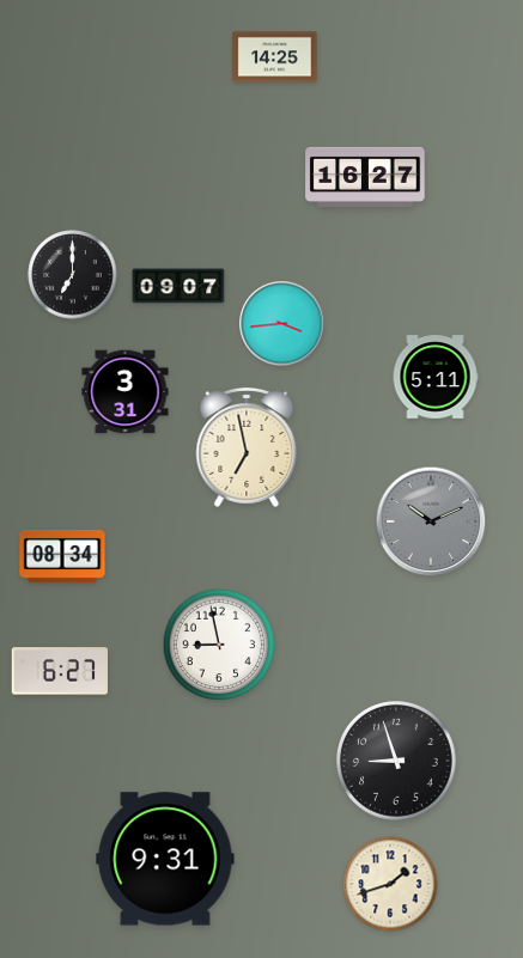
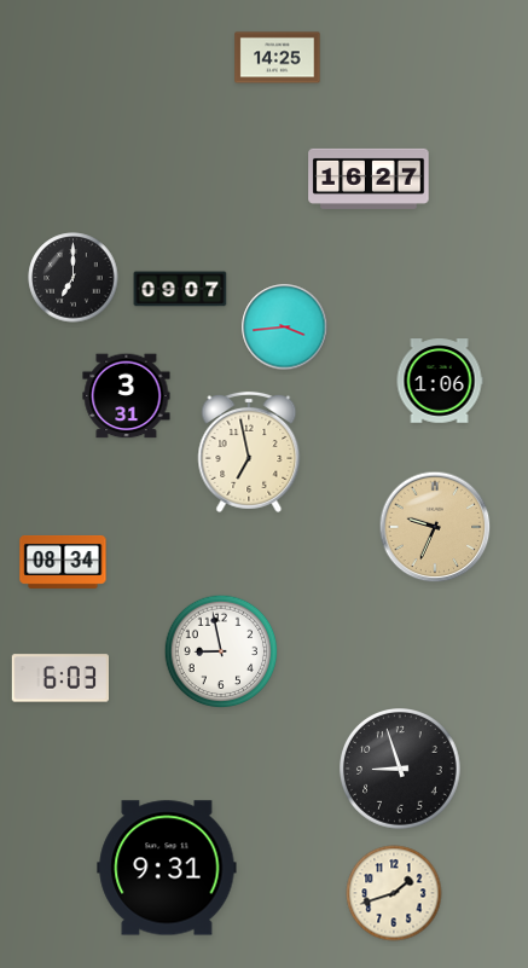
clock at (436, 377): 5:11 -> 1:06
clock at (431, 521): 10:11 -> 9:34
clock at (431, 521) dial: grey -> champagne
clock at (59, 671): 6:27 -> 6:03
